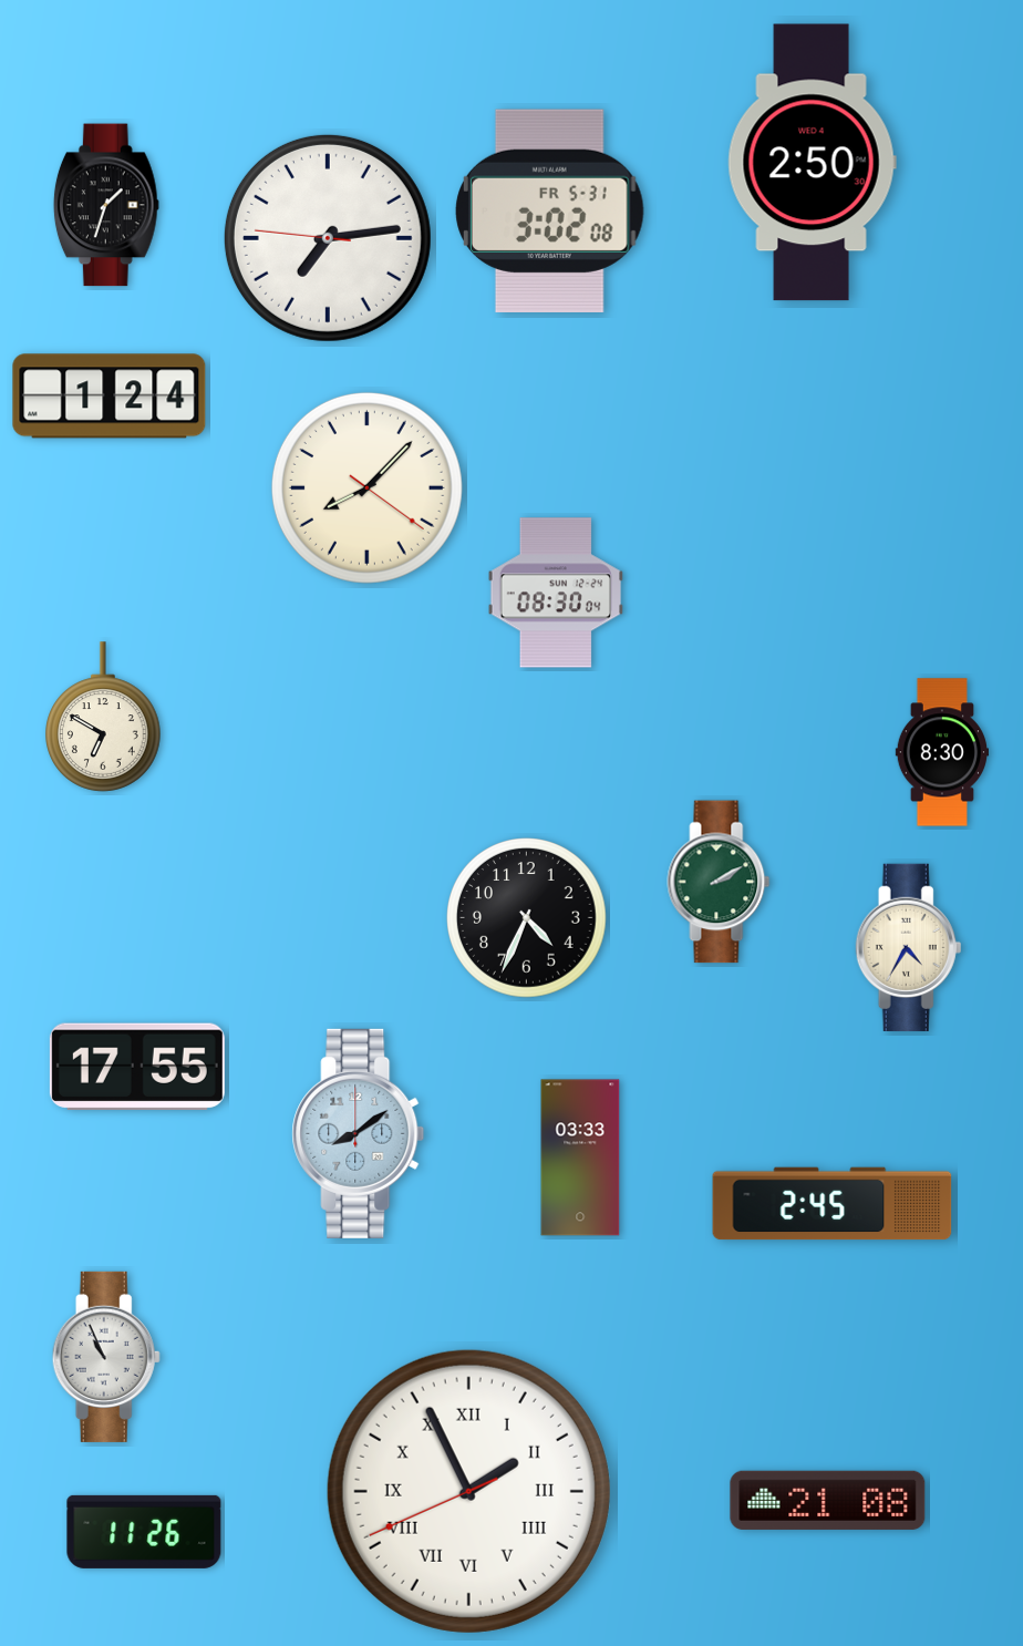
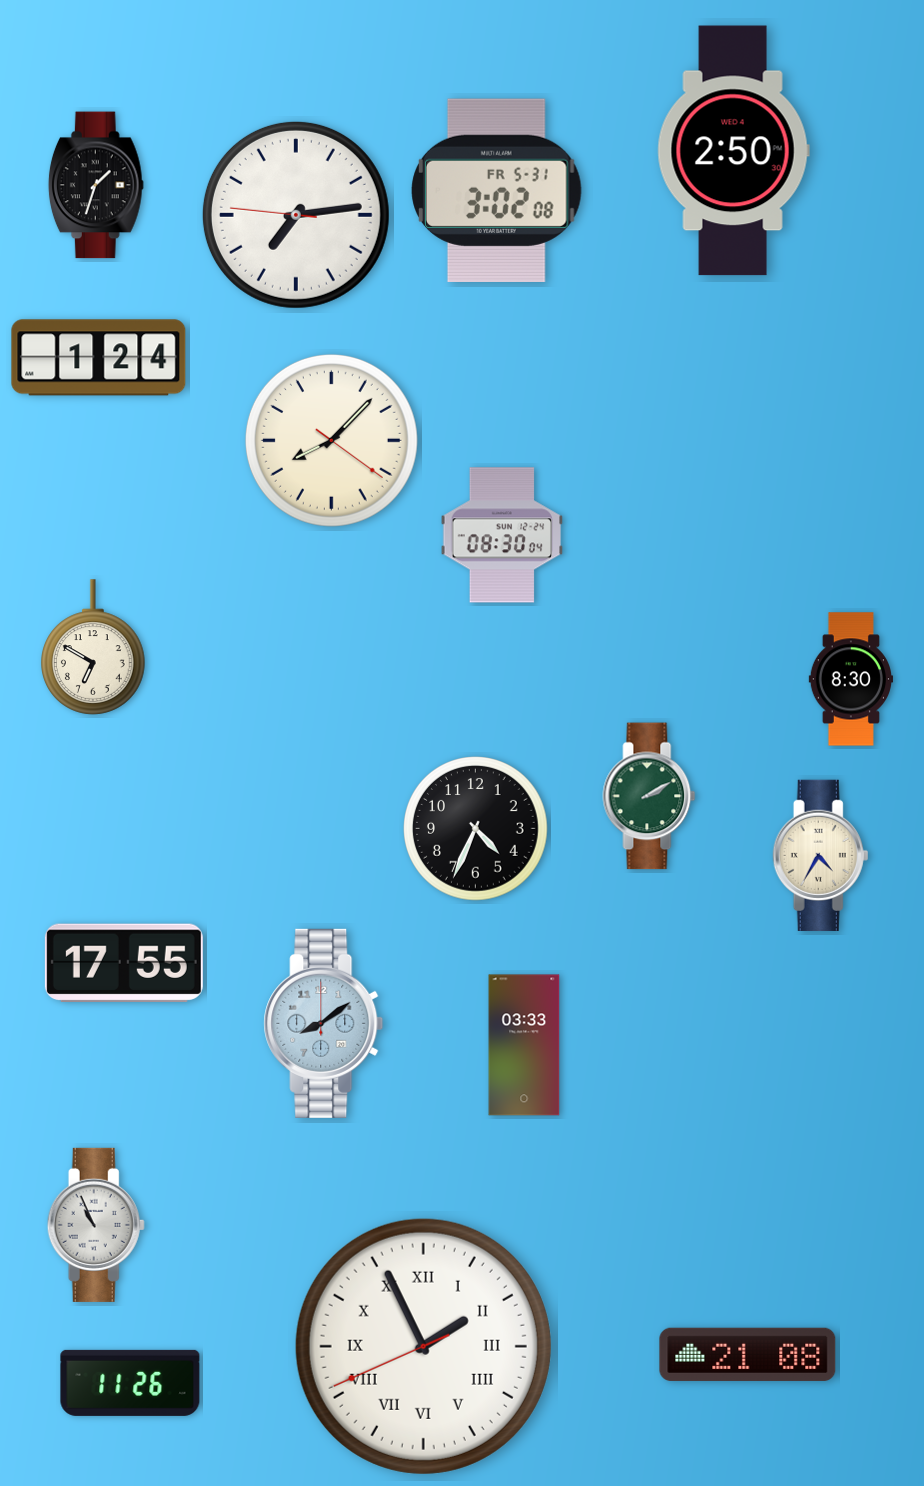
clock at (812, 163) position: (812, 163) -> (733, 151)
clock at (833, 1204): 2:45 -> none
